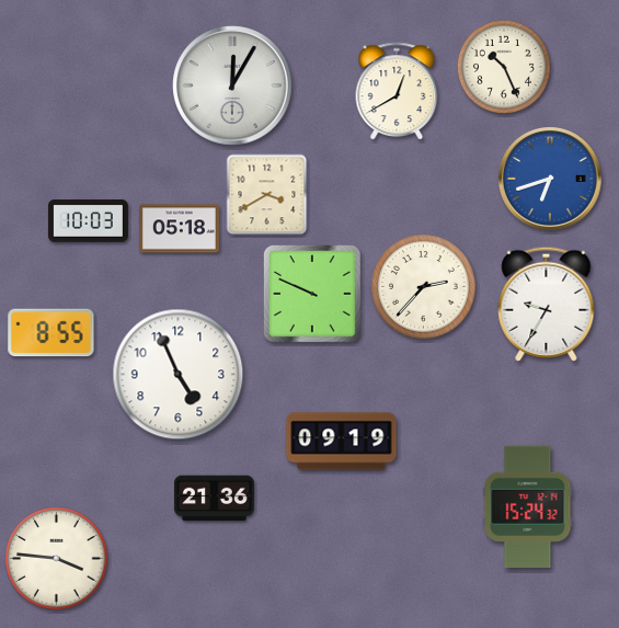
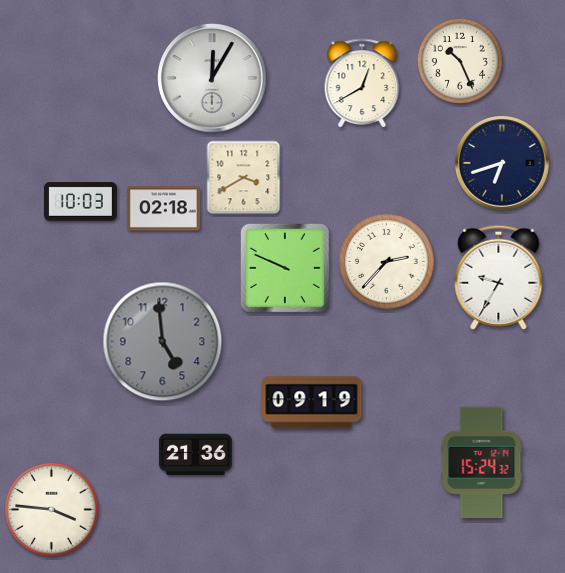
clock at (550, 179) dial: blue -> navy
clock at (179, 229): 05:18 -> 02:18
clock at (51, 333): 8:55 -> none
clock at (179, 375): 4:56 -> 4:59
clock at (179, 375) dial: white -> grey
